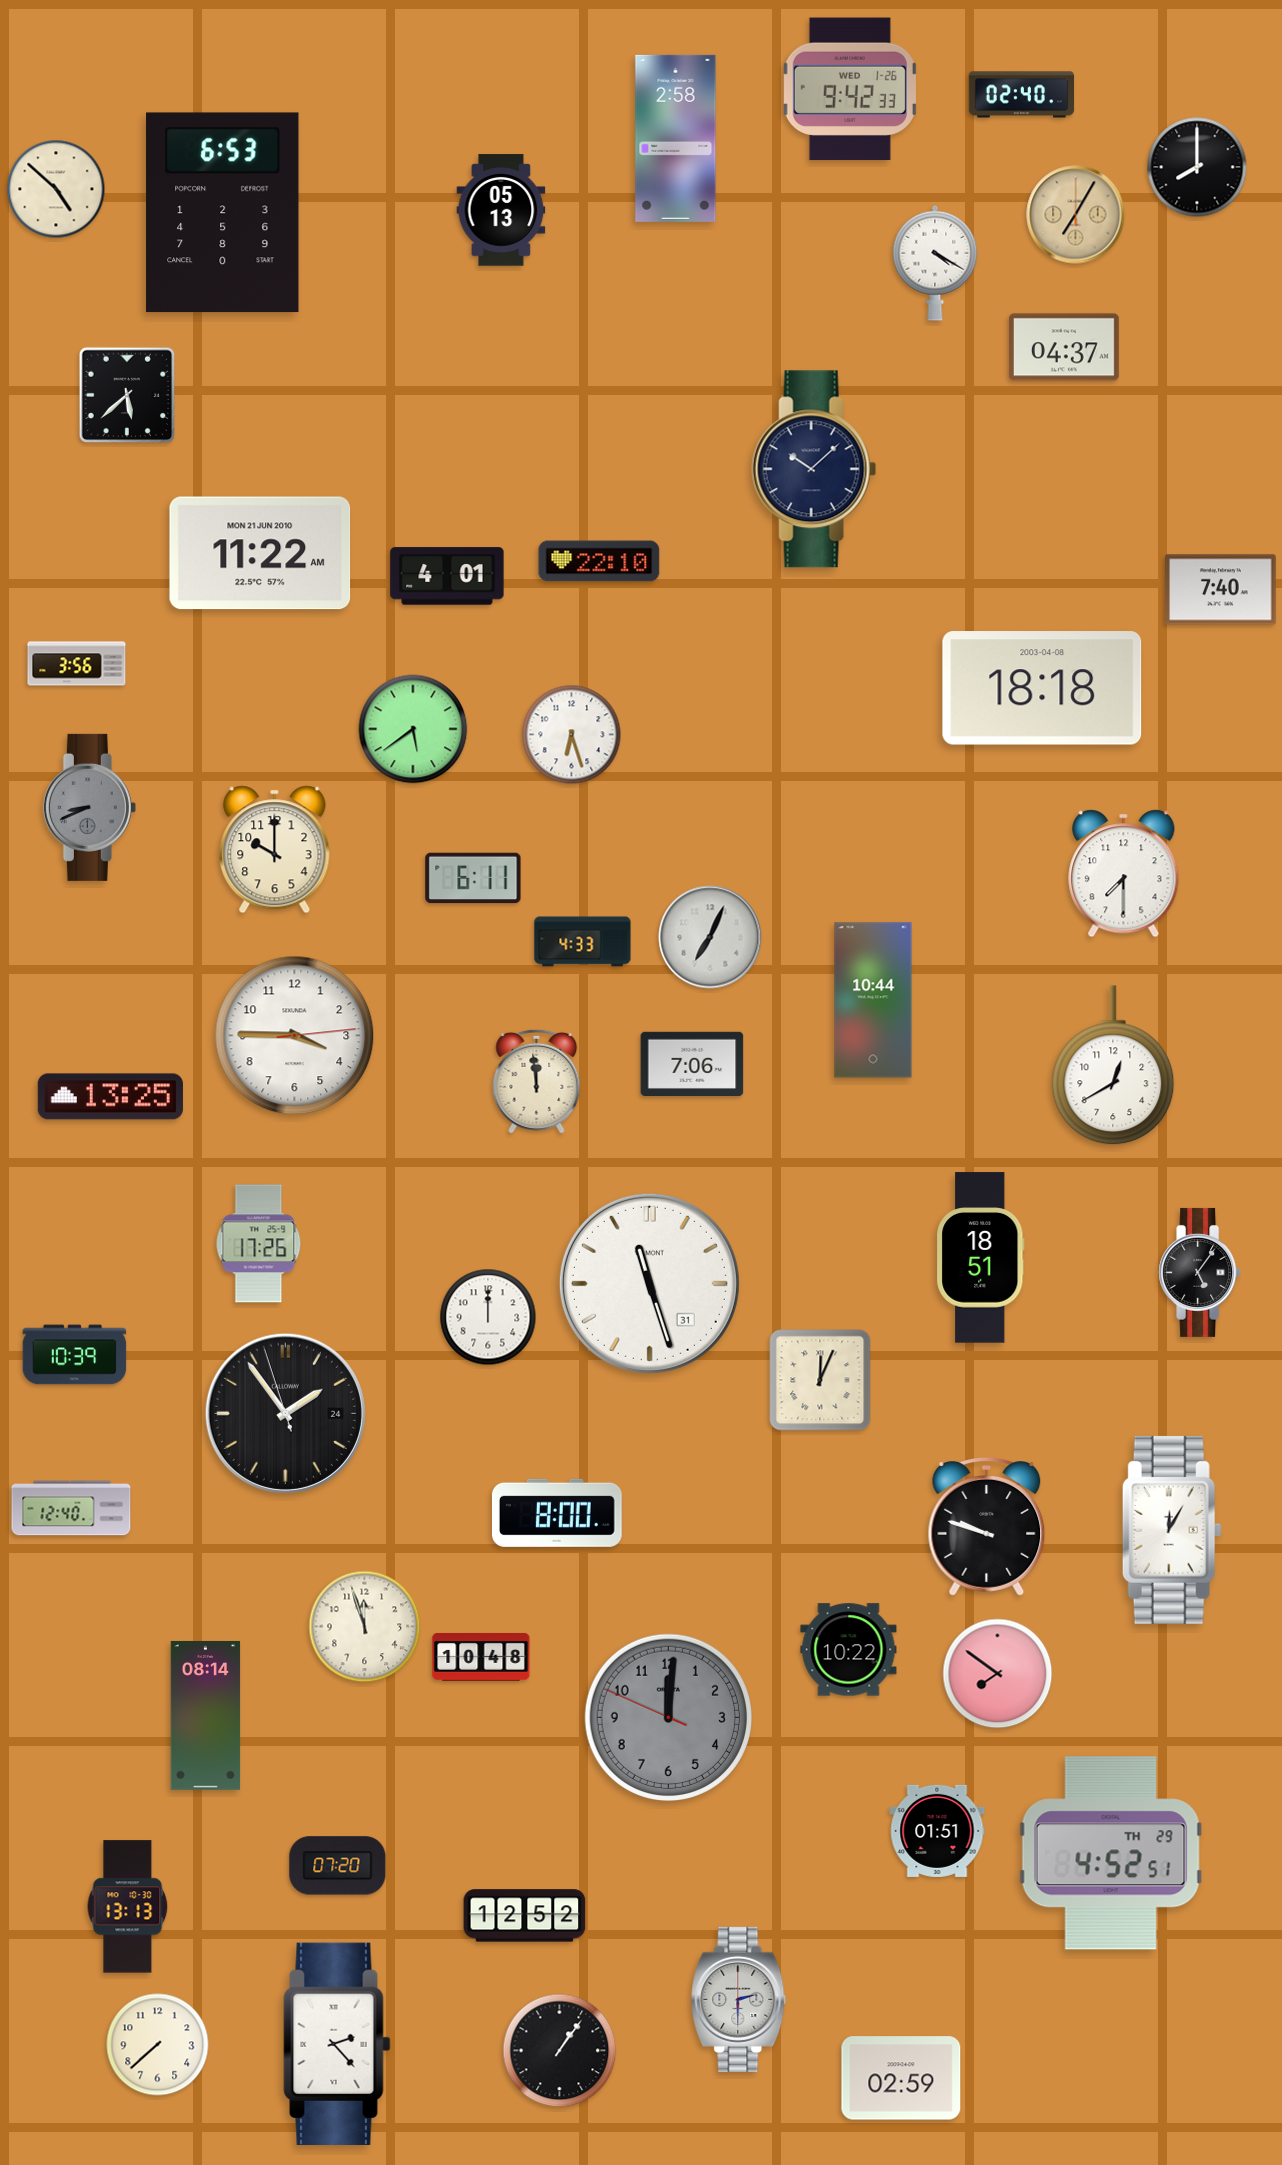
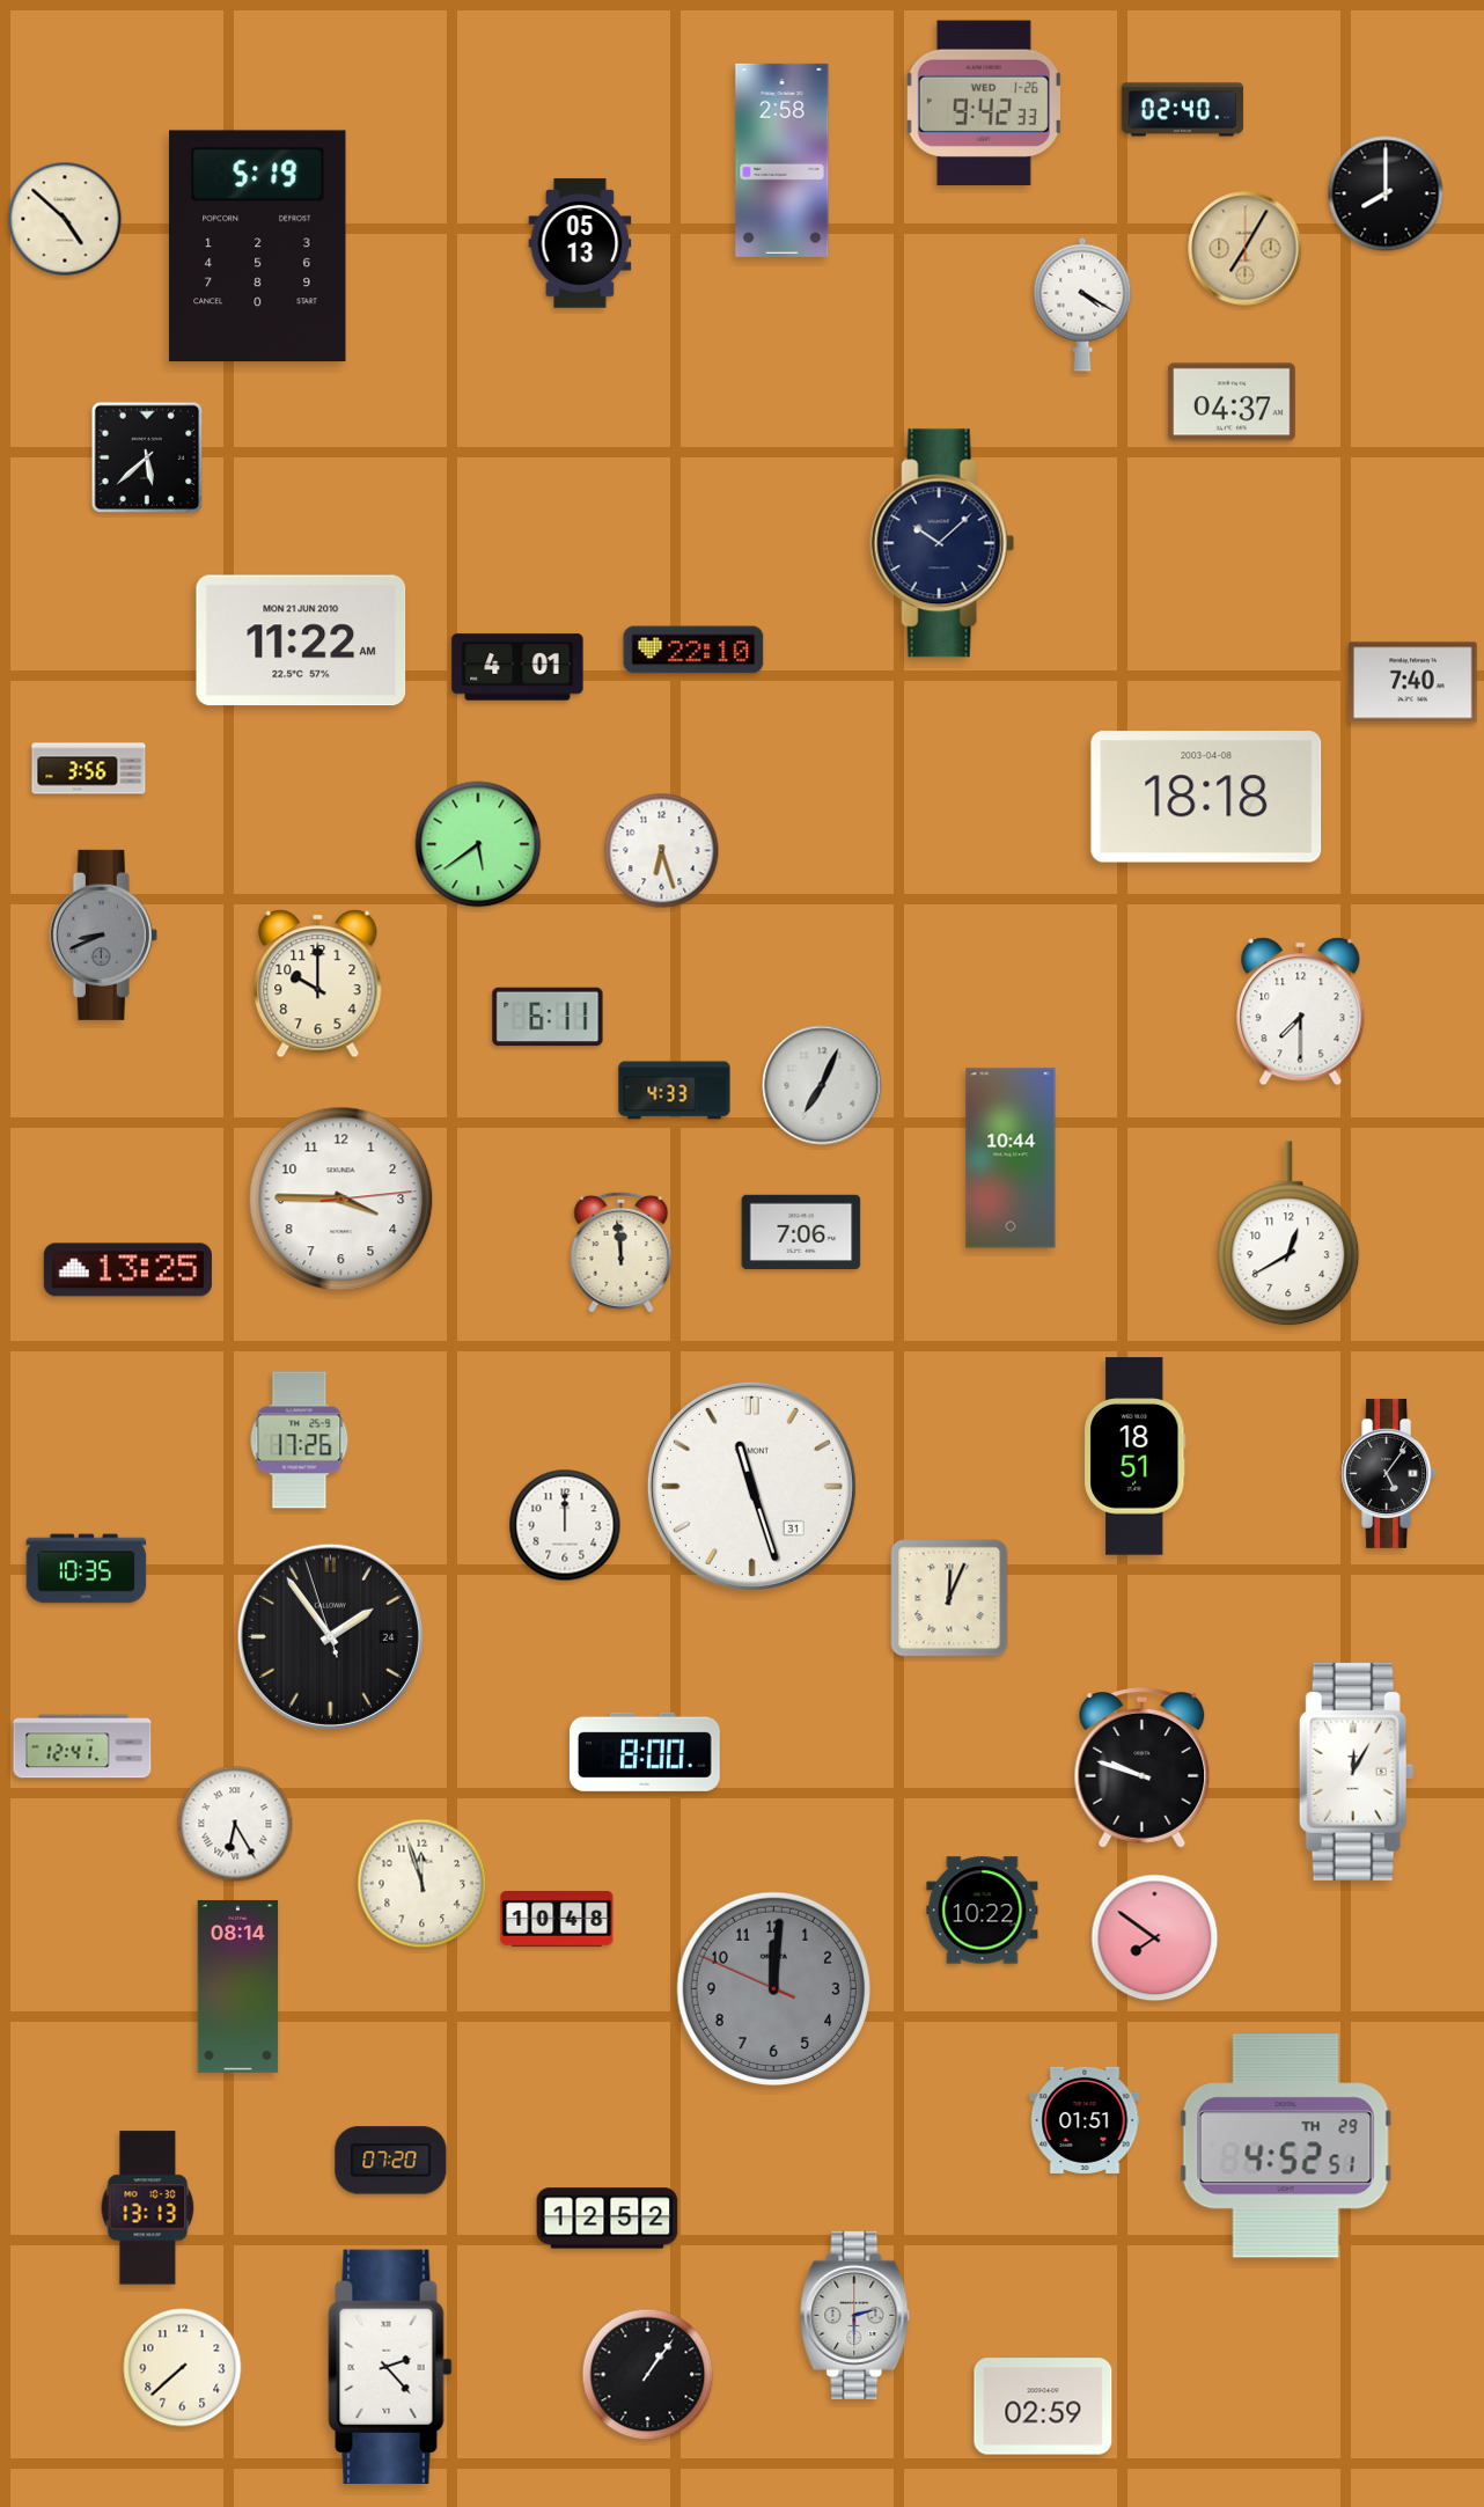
clock at (223, 213): 6:53 -> 5:19
clock at (75, 1355): 10:39 -> 10:35
clock at (71, 1508): 12:40 -> 12:41
clock at (235, 1824): none -> 6:25
